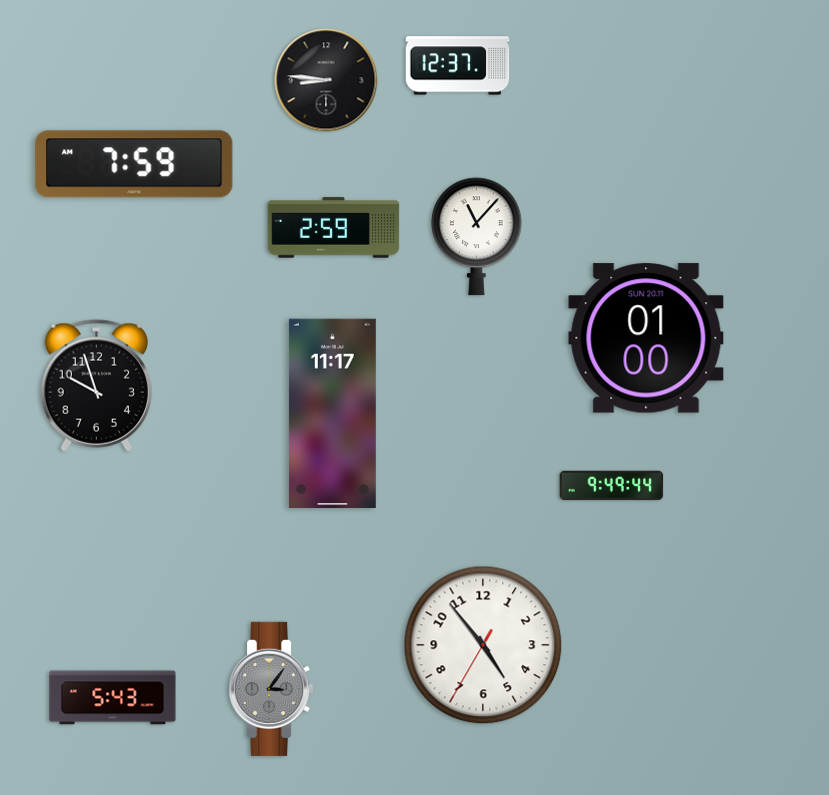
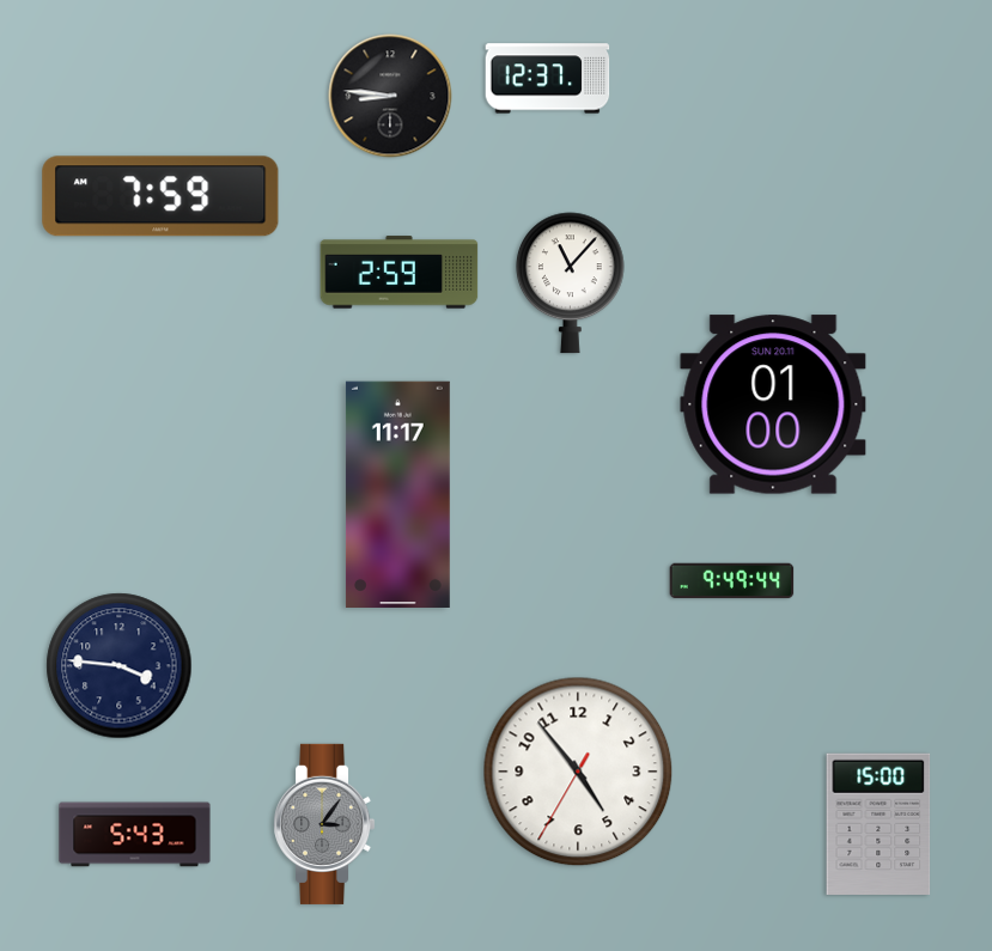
clock at (96, 386): 9:57 -> none
clock at (120, 666): none -> 3:46
clock at (878, 823): none -> 15:00
